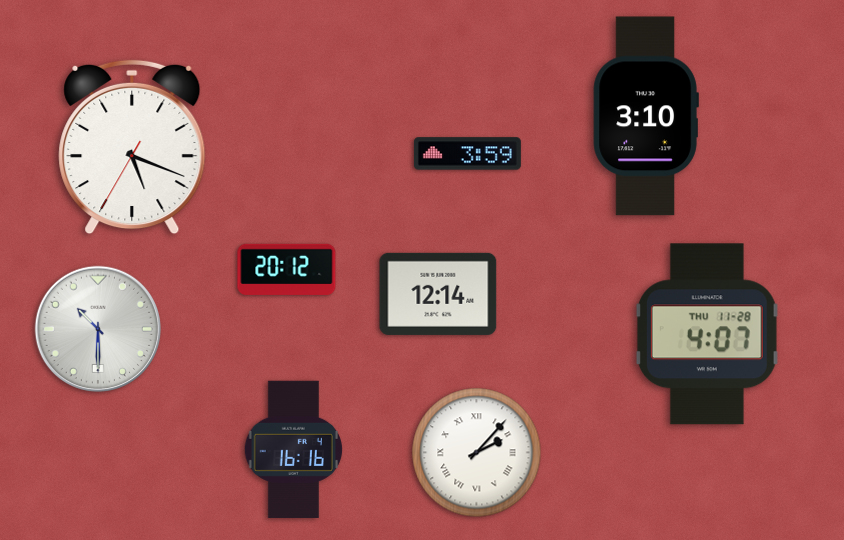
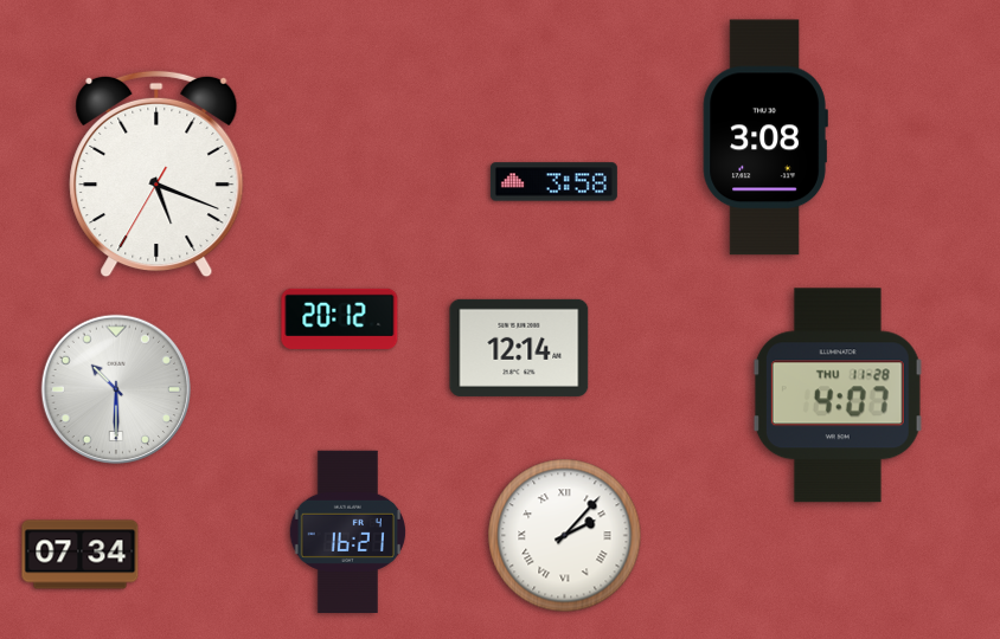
clock at (646, 116): 3:10 -> 3:08
clock at (467, 154): 3:59 -> 3:58
clock at (293, 449): 16:16 -> 16:21
clock at (81, 555): none -> 07:34
